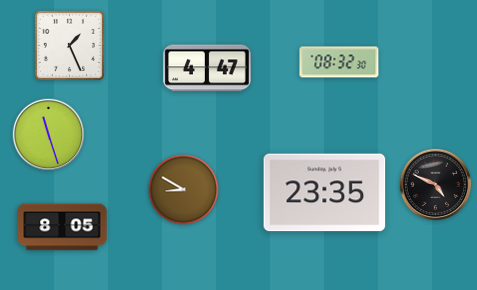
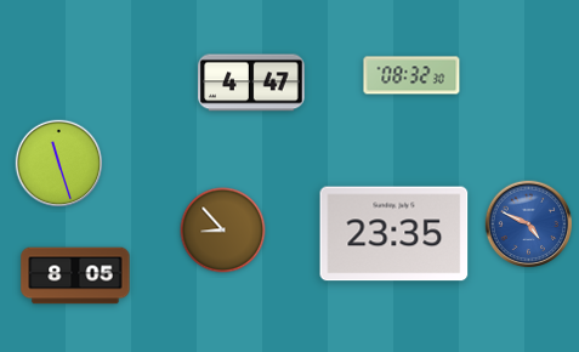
clock at (69, 45): 1:26 -> none
clock at (436, 185) dial: black -> blue
clock at (184, 190): 8:50 -> 8:53
